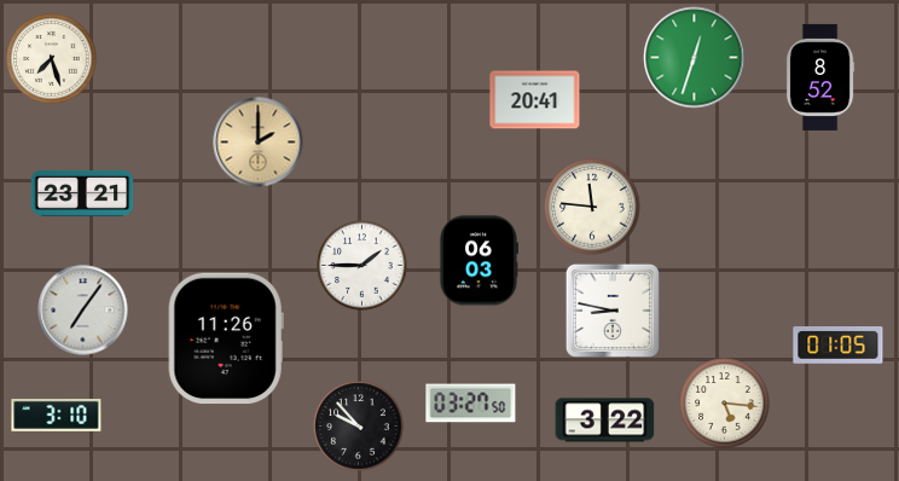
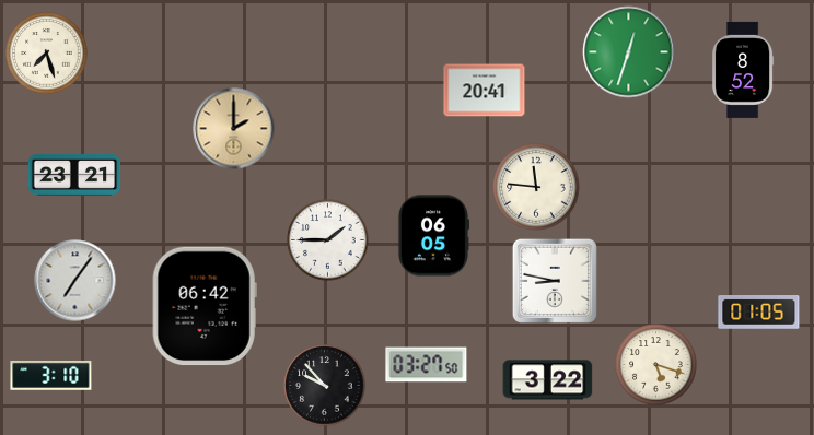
clock at (477, 261): 06:03 -> 06:05
clock at (226, 338): 11:26 -> 06:42
clock at (725, 404): 5:16 -> 5:18
